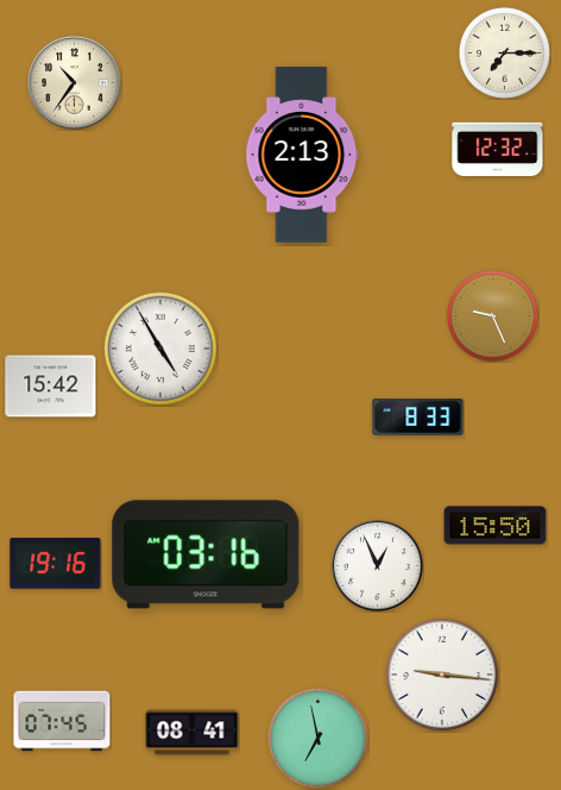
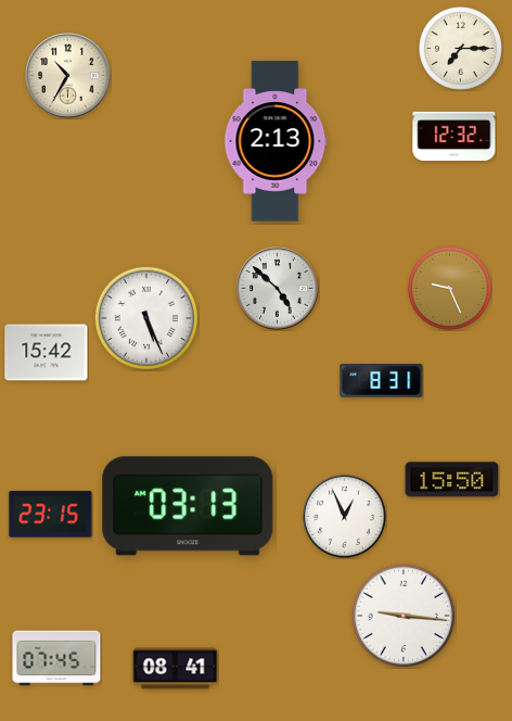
clock at (75, 83): 10:36 -> 10:35
clock at (278, 289): none -> 4:52
clock at (160, 349): 4:55 -> 5:26
clock at (418, 418): 8:33 -> 8:31
clock at (206, 554): 03:16 -> 03:13
clock at (56, 564): 19:16 -> 23:15
clock at (317, 738): 6:58 -> none
